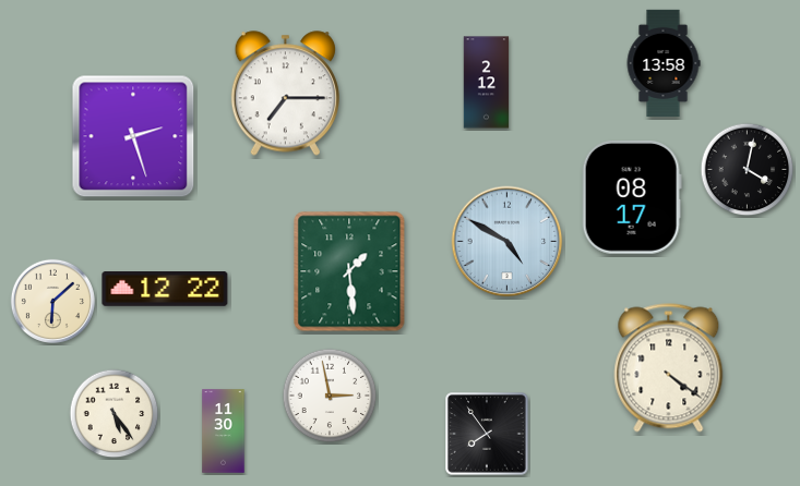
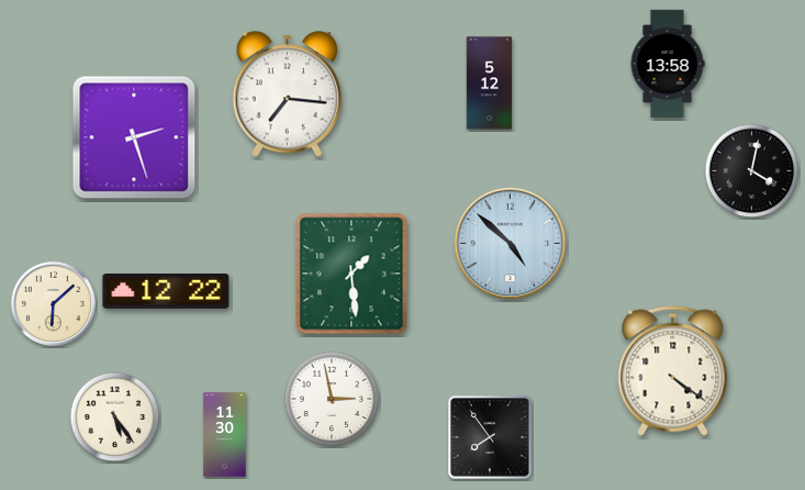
clock at (487, 83): 2:12 -> 5:12
clock at (285, 94): 7:15 -> 7:16
clock at (632, 197): 08:17 -> none
clock at (508, 242): 4:50 -> 4:52
